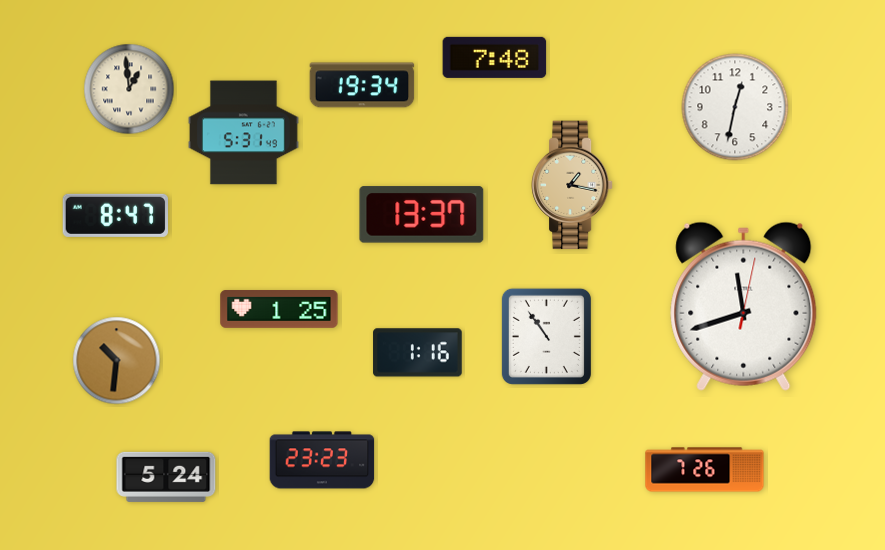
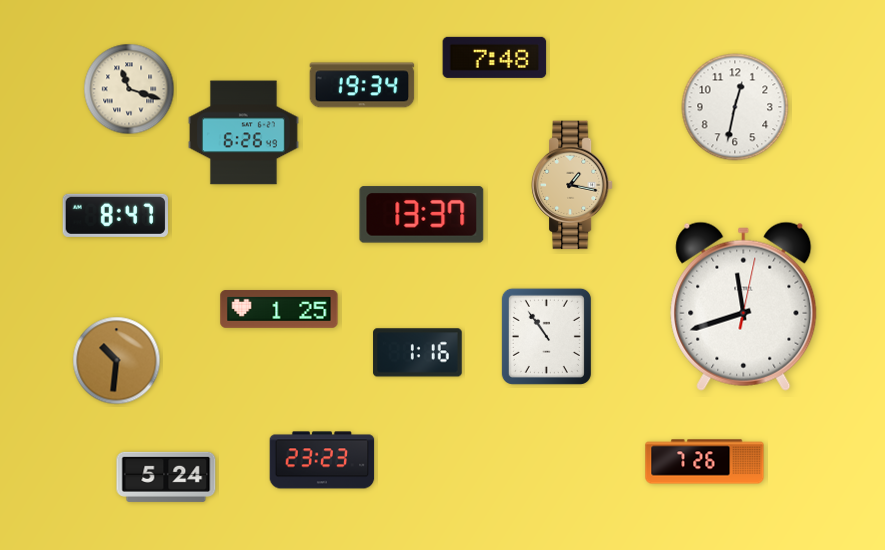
clock at (129, 89): 12:59 -> 11:18
clock at (243, 133): 5:31 -> 6:26
clock at (705, 470) position: (705, 470) -> (705, 462)
